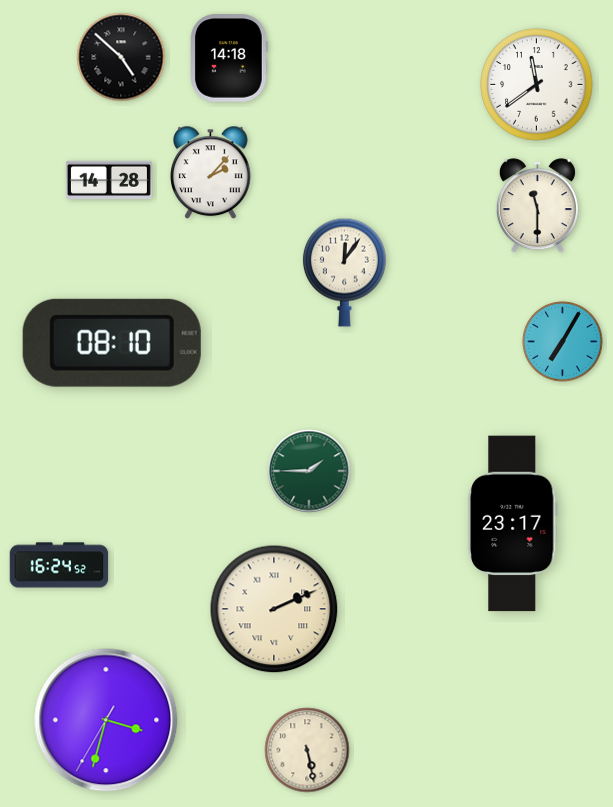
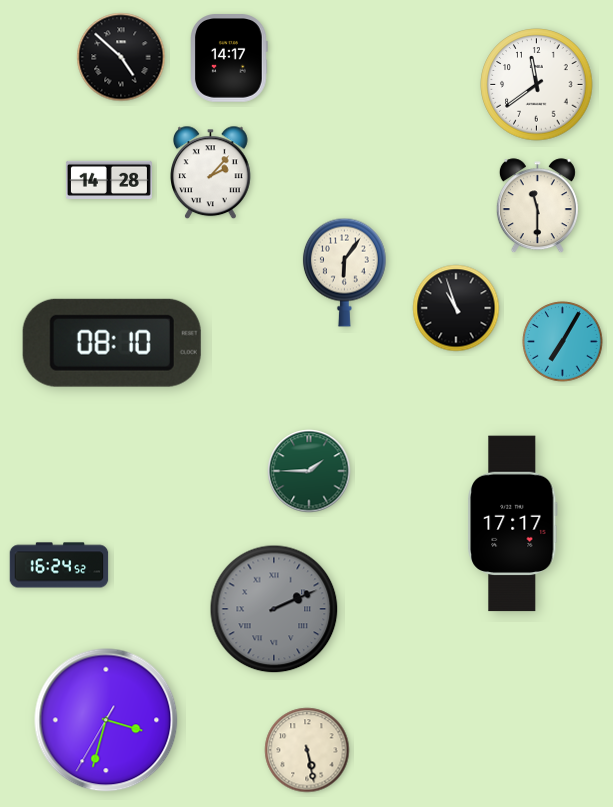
clock at (230, 58): 14:18 -> 14:17
clock at (344, 272): 12:06 -> 6:06
clock at (456, 308): none -> 10:57
clock at (513, 524): 23:17 -> 17:17
clock at (274, 609) dial: cream -> grey
